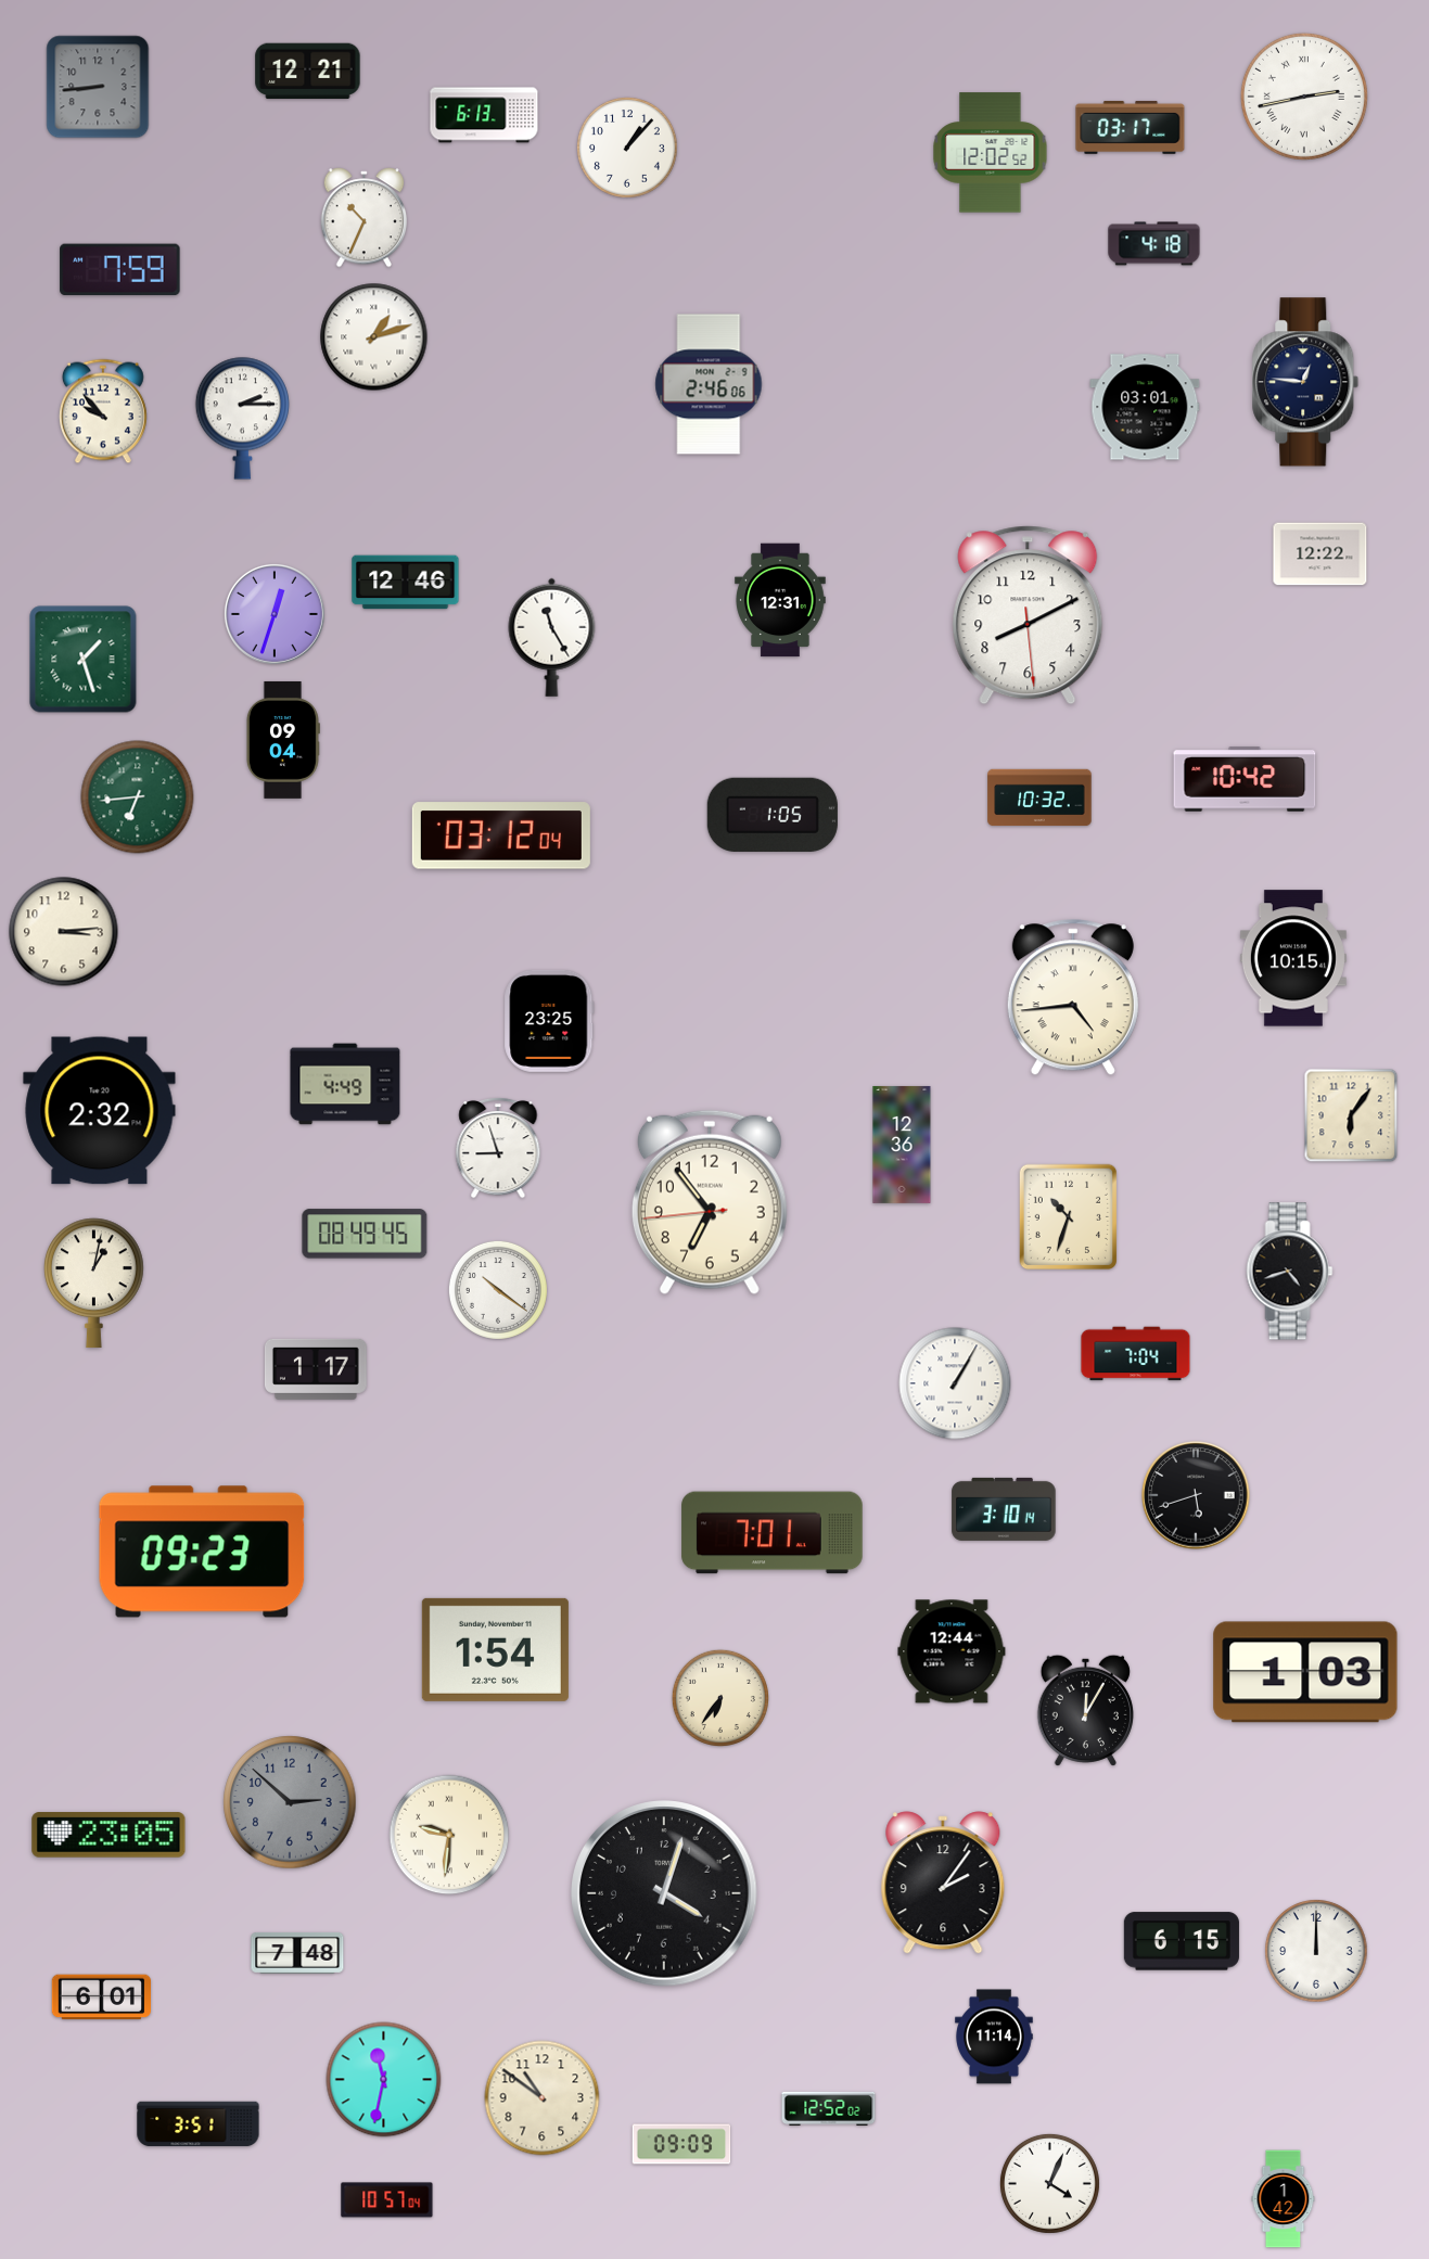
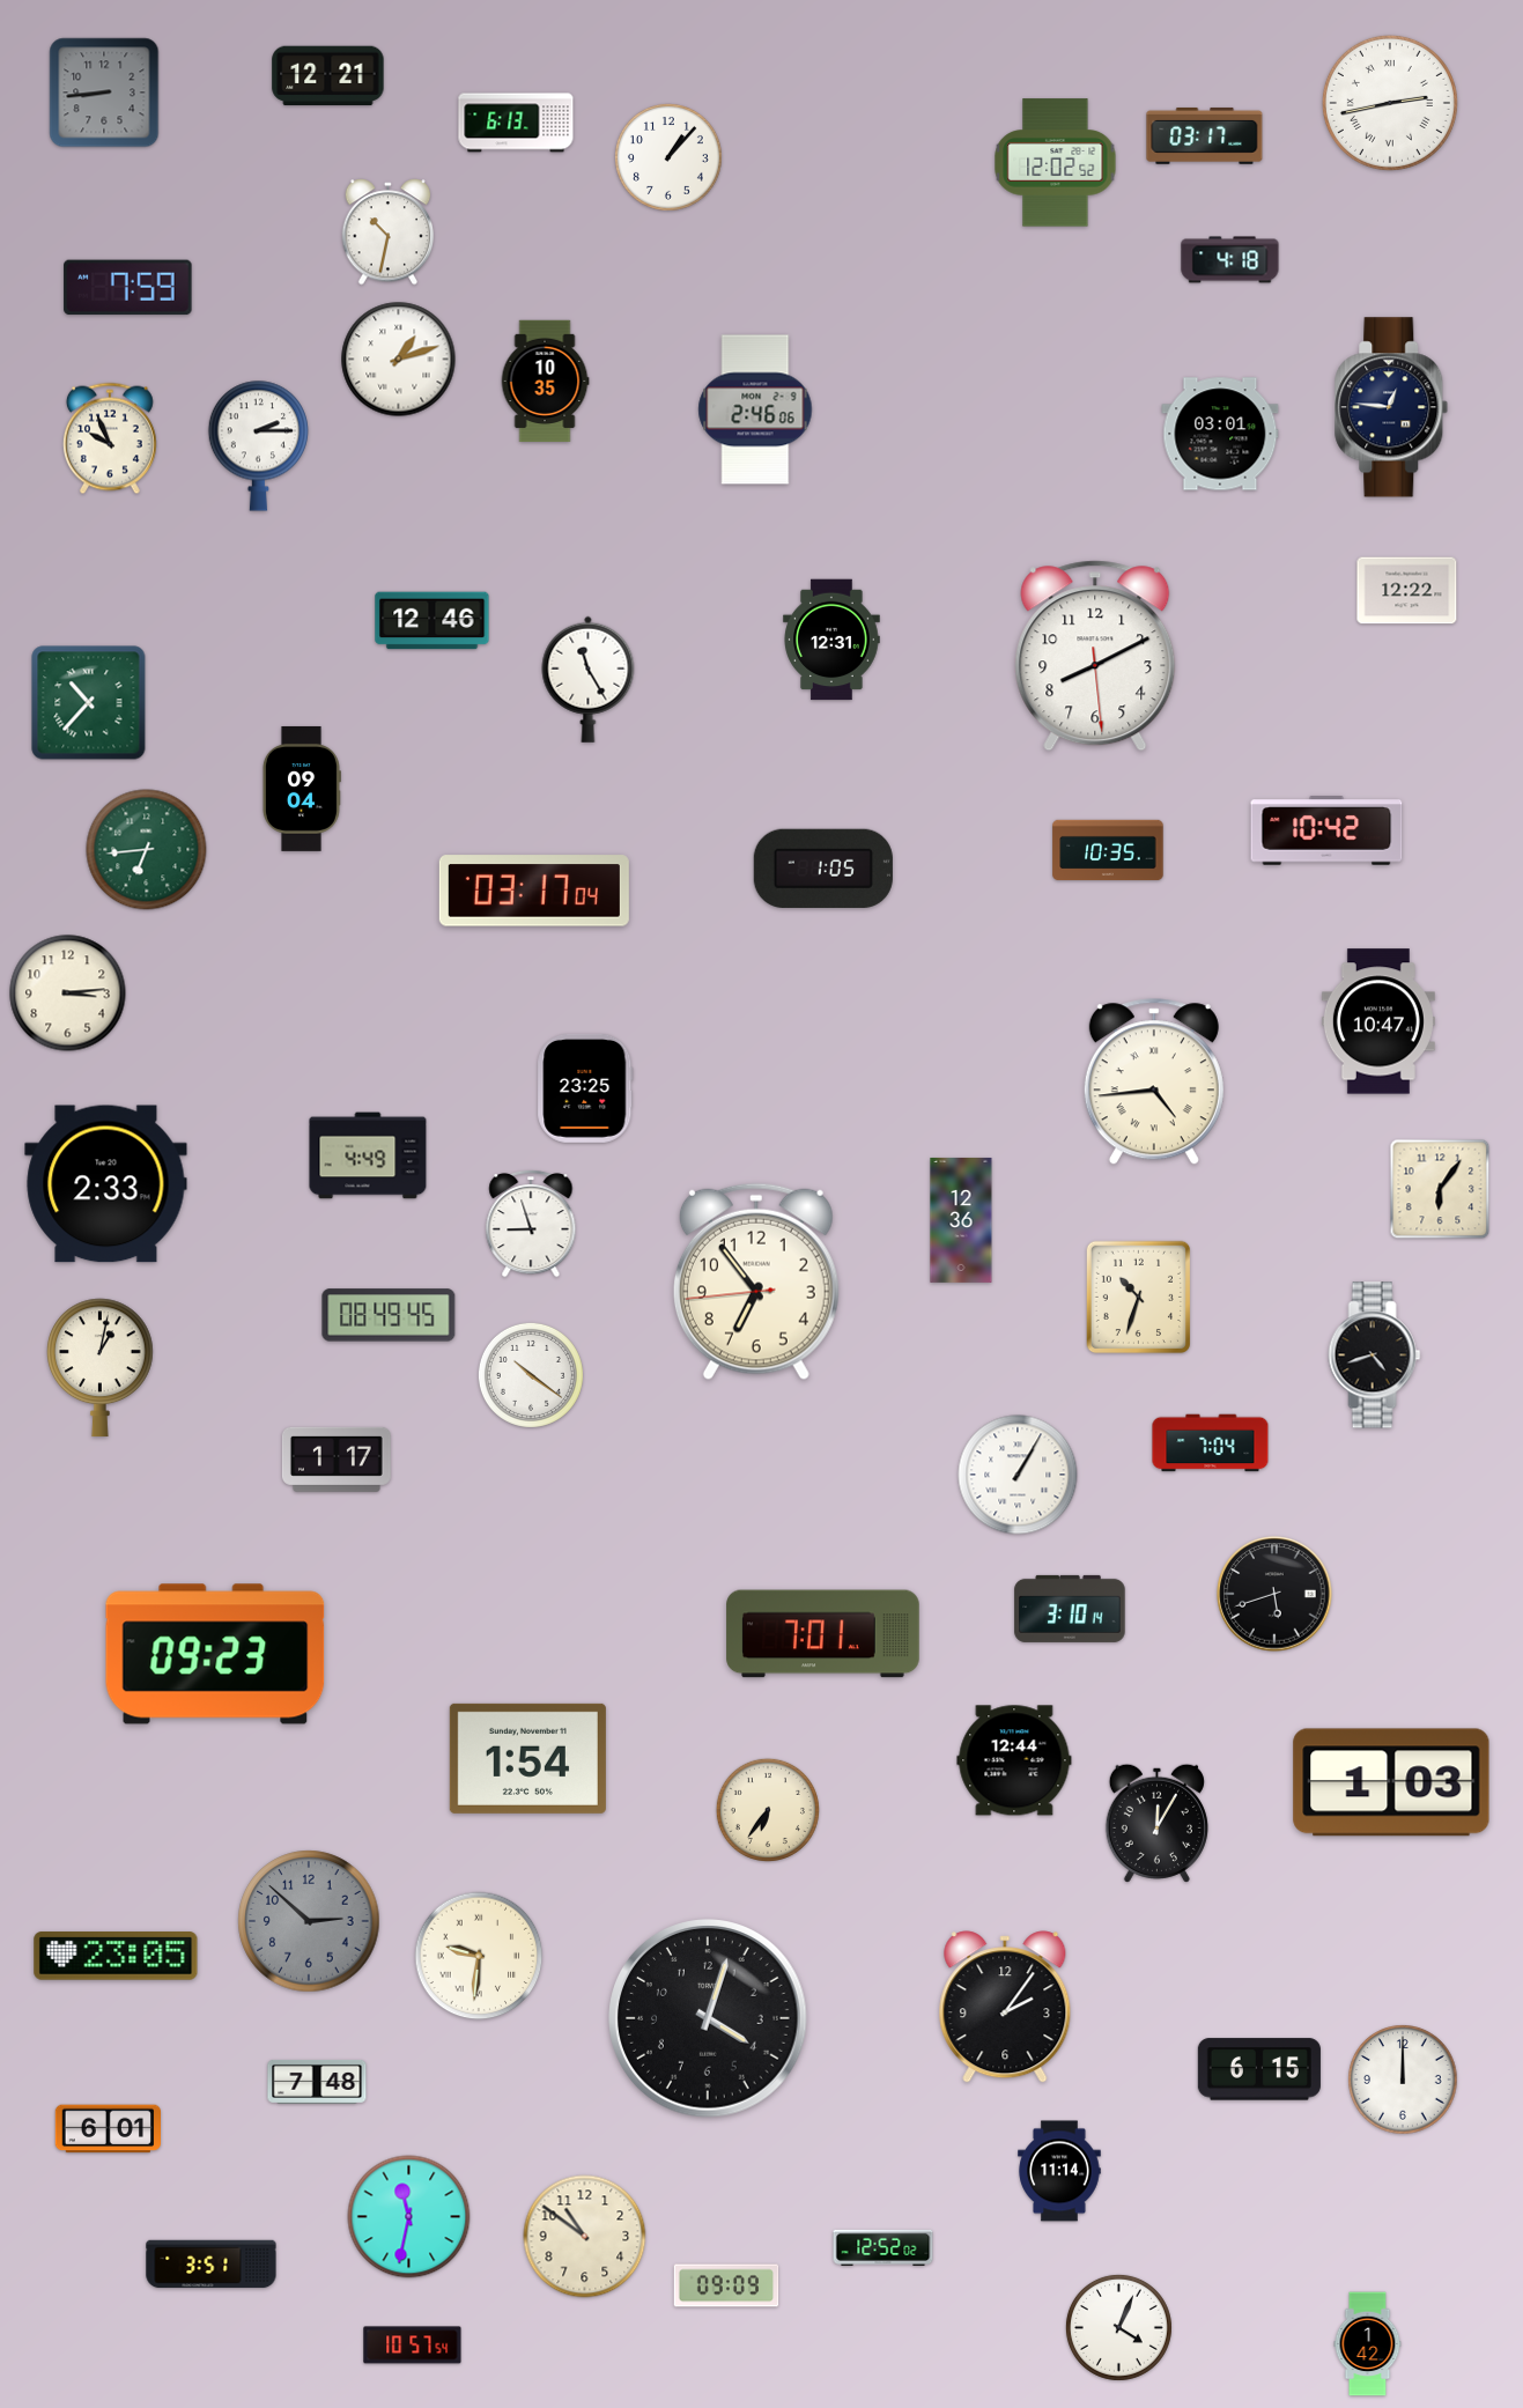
clock at (365, 218): 10:34 -> 10:32
clock at (545, 382): none -> 10:35
clock at (103, 411): 9:53 -> 9:56
clock at (275, 614): 12:33 -> none
clock at (84, 660): 1:27 -> 10:37
clock at (1039, 797): 10:32 -> 10:35
clock at (501, 835): 03:12 -> 03:17
clock at (1293, 958): 10:15 -> 10:47
clock at (1073, 998) position: (1073, 998) -> (1154, 1083)
clock at (100, 1111): 2:32 -> 2:33
clock at (543, 2098) position: (543, 2098) -> (585, 2237)
clock at (387, 2200): 10:57:04 -> 10:57:54
